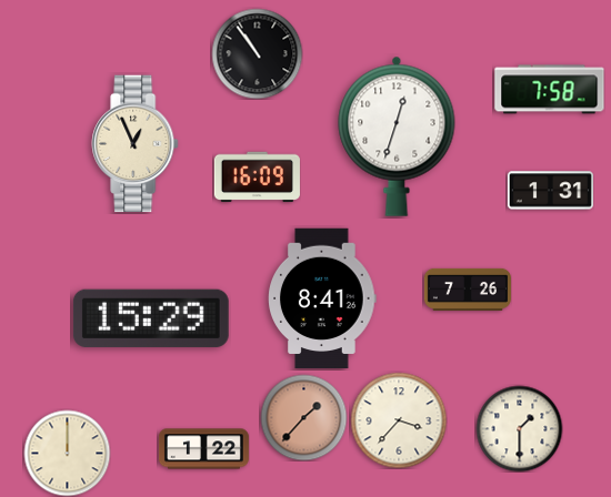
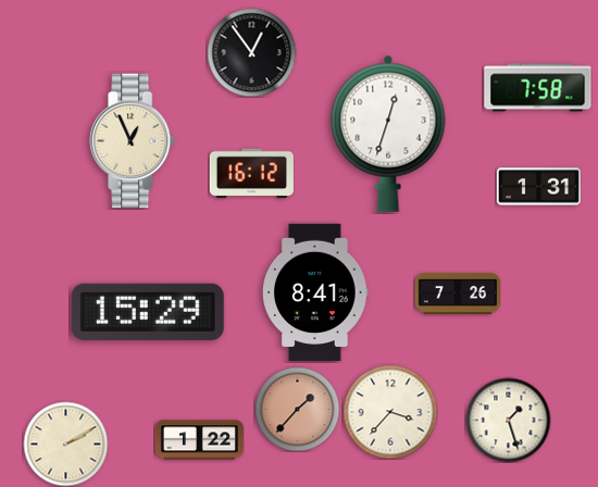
clock at (257, 53): 10:54 -> 12:54
clock at (257, 177): 16:09 -> 16:12
clock at (468, 290) position: (468, 290) -> (458, 294)
clock at (519, 428): 1:30 -> 1:27
clock at (67, 453): 12:00 -> 2:10
